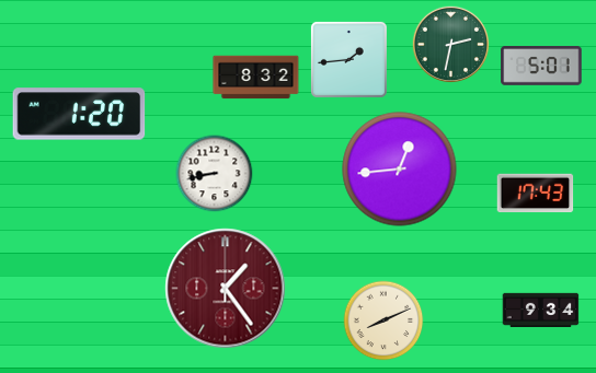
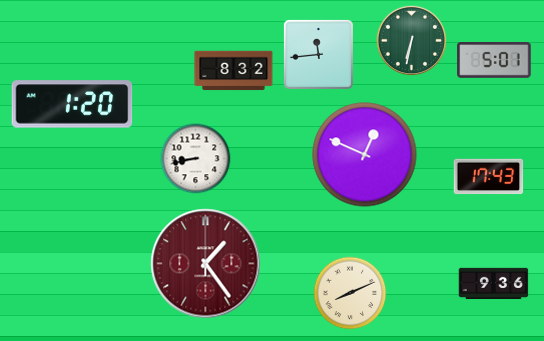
clock at (451, 45): 2:32 -> 6:32
clock at (348, 59): 1:44 -> 11:44
clock at (400, 170): 12:44 -> 12:49
clock at (541, 310): 9:34 -> 9:36
